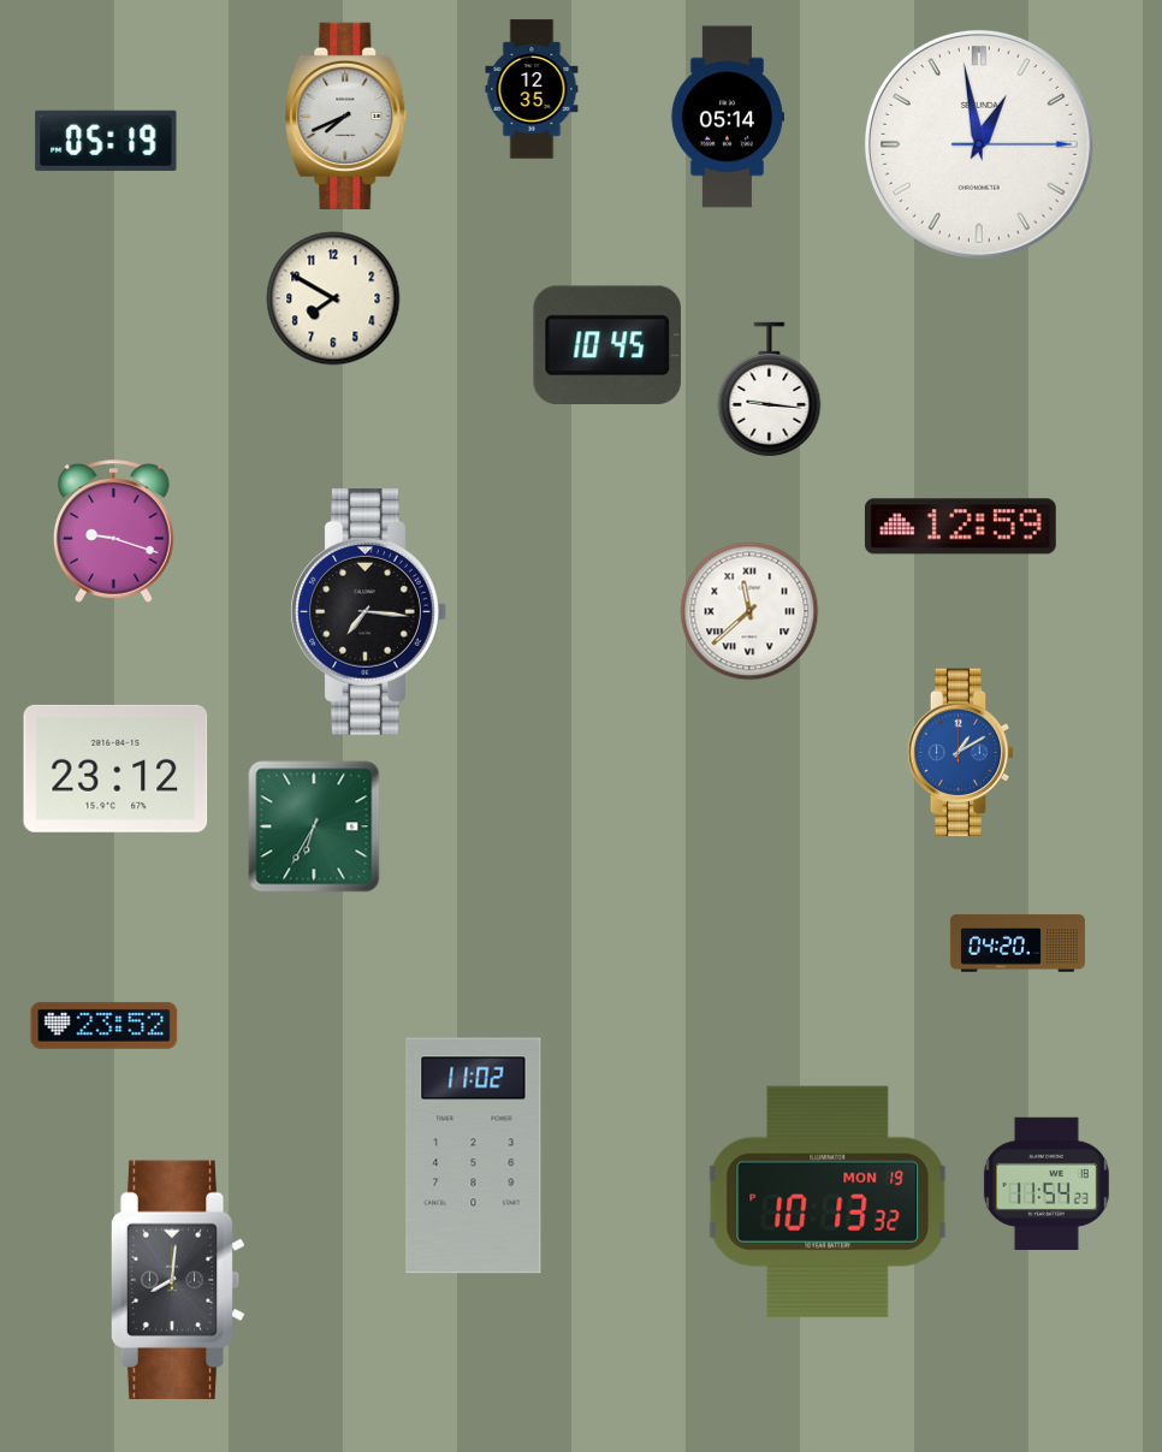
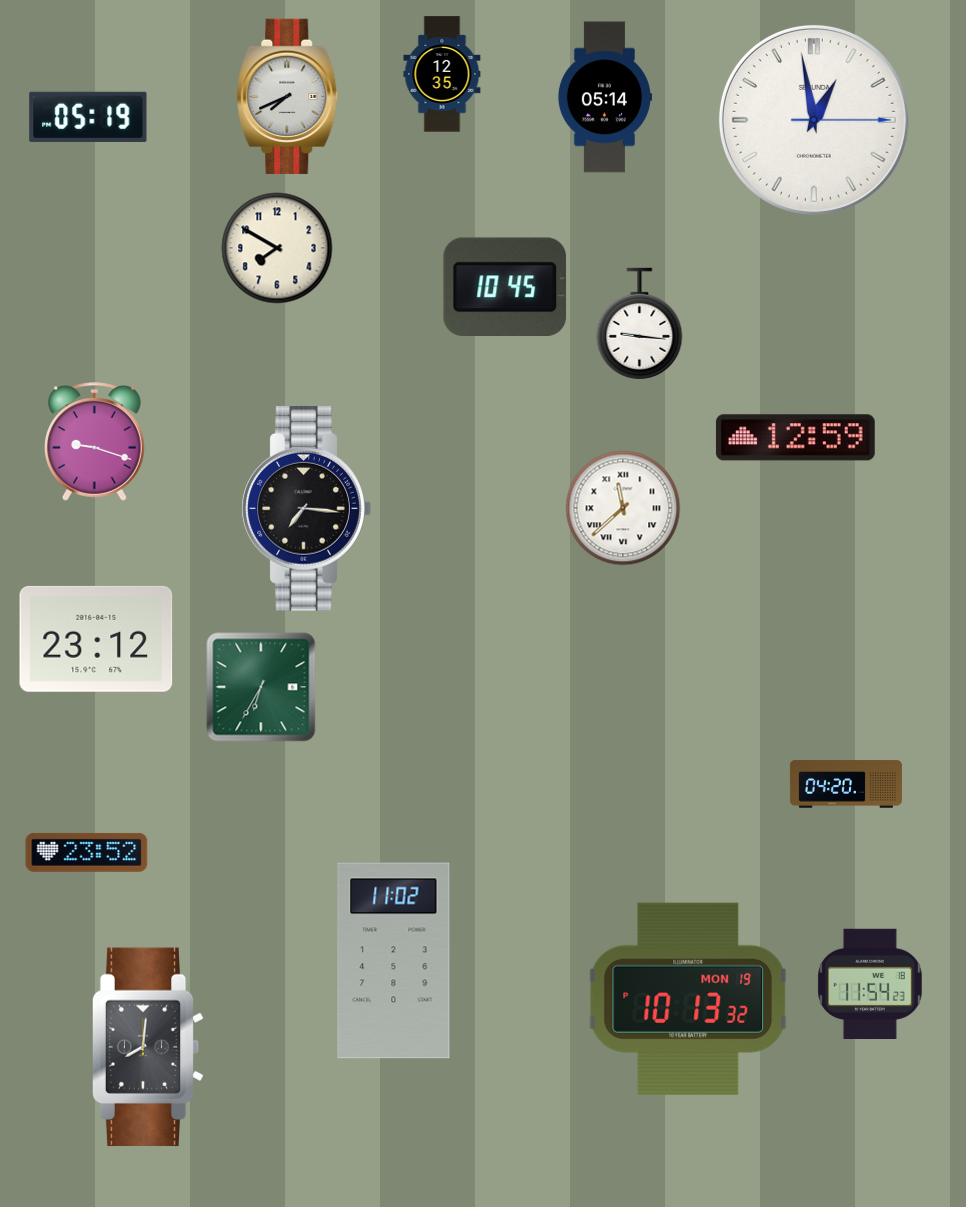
clock at (960, 527) position: (960, 527) -> (795, 438)
clock at (961, 753): 1:10 -> none
clock at (178, 1280) position: (178, 1280) -> (148, 1047)
